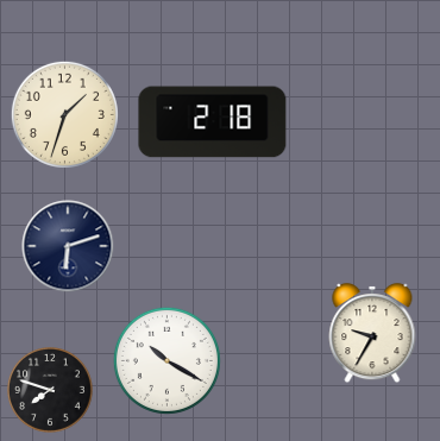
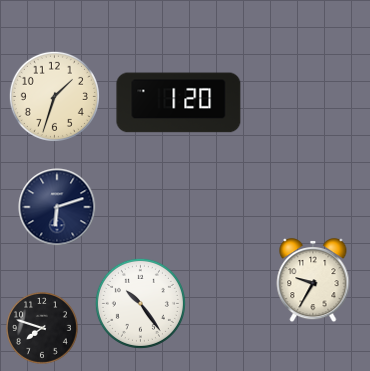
clock at (213, 122): 2:18 -> 1:20
clock at (166, 360): 10:20 -> 10:24
